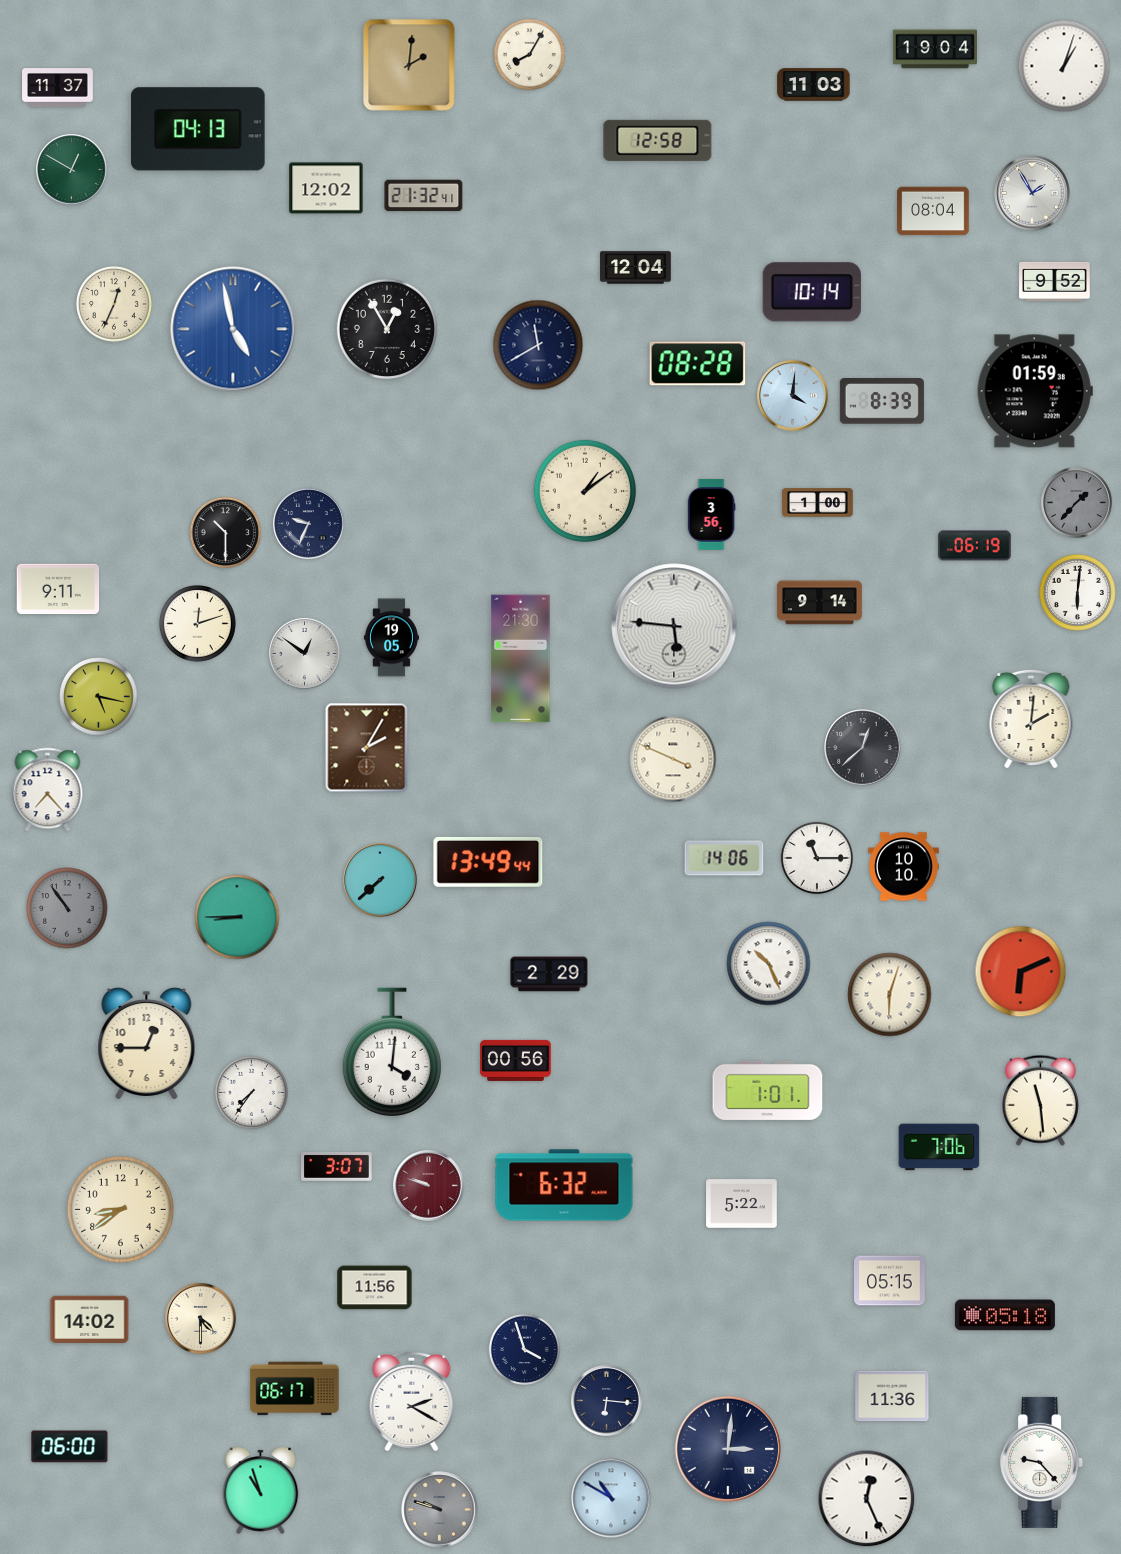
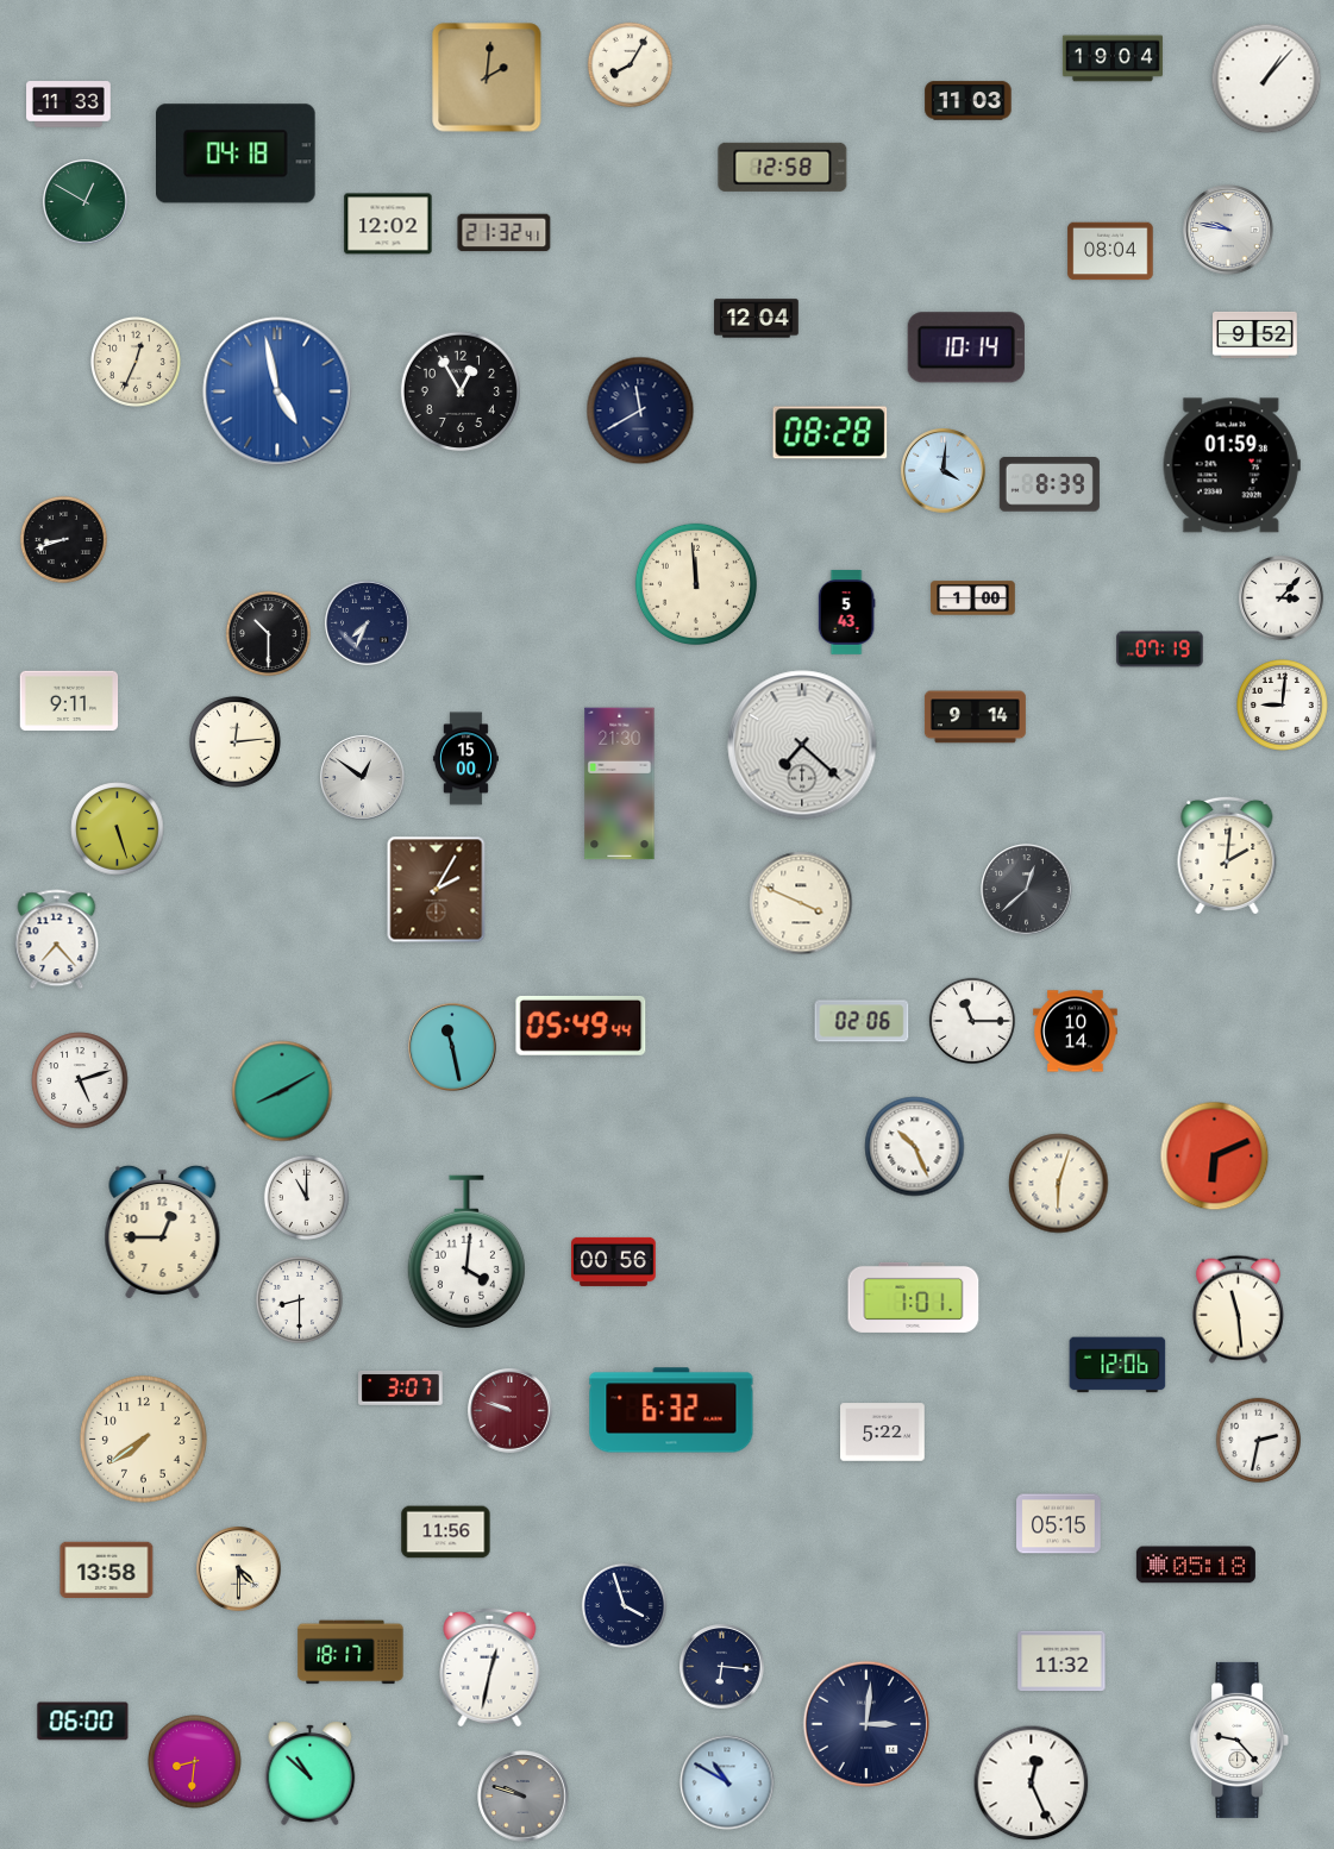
clock at (1064, 66): 1:03 -> 1:07
clock at (58, 88): 11:37 -> 11:33
clock at (199, 129): 04:13 -> 04:18
clock at (1032, 193): 1:55 -> 9:47
clock at (882, 401) position: (882, 401) -> (1050, 484)
clock at (63, 539): none -> 8:42
clock at (585, 491): 1:09 -> 11:59
clock at (1077, 503): 1:37 -> 3:07
clock at (1077, 503) dial: grey -> white
clock at (711, 515): 3:56 -> 5:43
clock at (309, 524): 9:34 -> 7:34
clock at (975, 546): 06:19 -> 07:19
clock at (1078, 593): 6:01 -> 9:01
clock at (198, 624): 12:12 -> 12:14
clock at (674, 626): 5:46 -> 7:22
clock at (391, 638): 19:05 -> 15:00
clock at (99, 697): 5:17 -> 5:27
clock at (724, 858): 14:06 -> 02:06
clock at (488, 862): 13:49 -> 05:49
clock at (904, 867): 10:10 -> 10:14
clock at (380, 880): 7:38 -> 11:28
clock at (67, 908): 10:54 -> 5:12
clock at (67, 908) dial: grey -> white
clock at (237, 917): 8:45 -> 8:10
clock at (549, 974): 2:29 -> none
clock at (307, 1198): none -> 11:00
clock at (147, 1043) position: (147, 1043) -> (163, 1231)
clock at (251, 1092): 7:36 -> 8:30
clock at (939, 1147): 7:06 -> 12:06
clock at (121, 1210): 8:39 -> 7:39
clock at (1259, 1441): none -> 2:32
clock at (90, 1320): 14:02 -> 13:58
clock at (295, 1389): 06:17 -> 18:17
clock at (892, 1396): 11:36 -> 11:32
clock at (412, 1400): 2:20 -> 12:32
clock at (195, 1762): none -> 8:31
clock at (261, 1490): 10:57 -> 10:52
